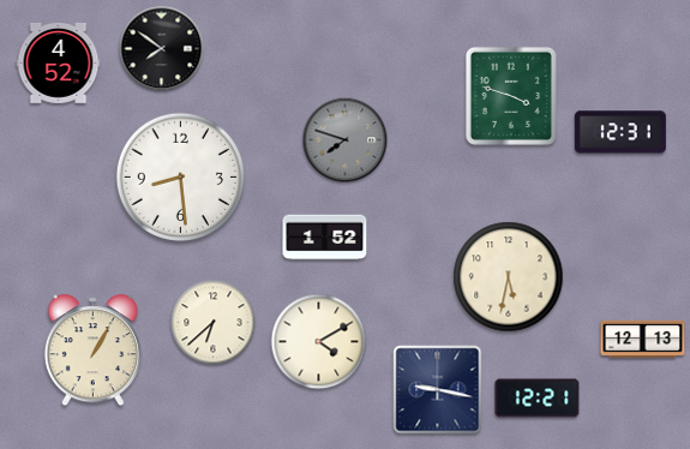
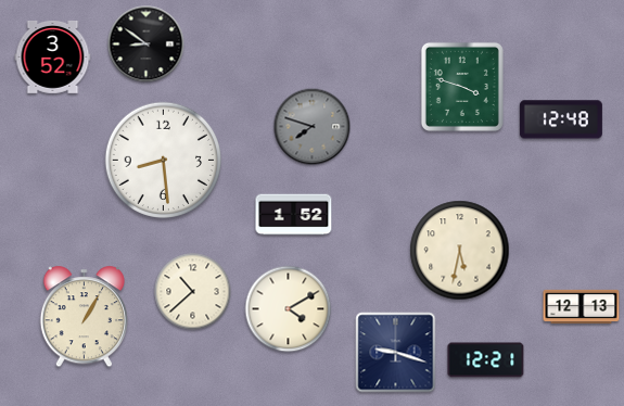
clock at (162, 49): 7:51 -> 8:51
clock at (59, 62): 4:52 -> 3:52
clock at (620, 132): 12:31 -> 12:48
clock at (214, 323): 6:38 -> 10:38
clock at (438, 390): 9:17 -> 9:18
